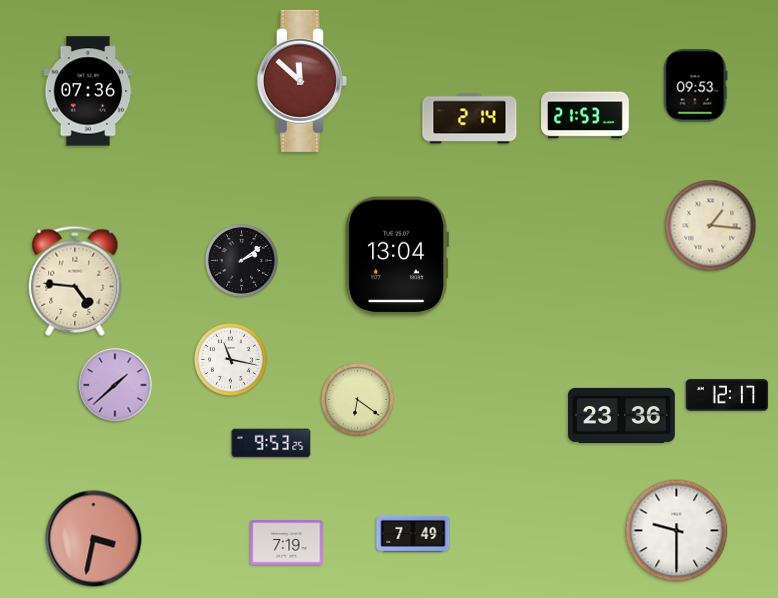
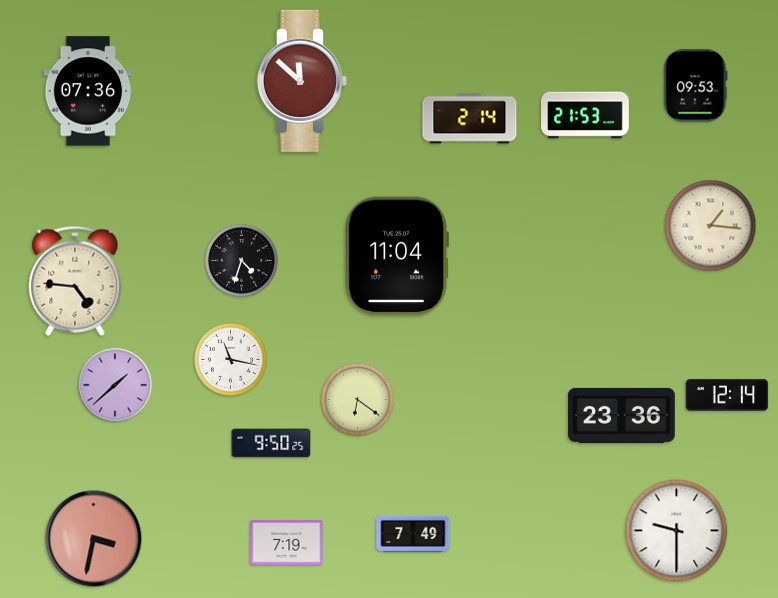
clock at (397, 256): 13:04 -> 11:04
clock at (242, 261): 2:09 -> 4:33
clock at (727, 395): 12:17 -> 12:14
clock at (271, 443): 9:53 -> 9:50
